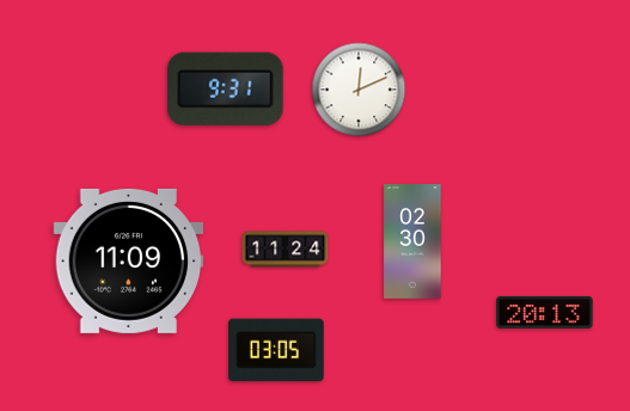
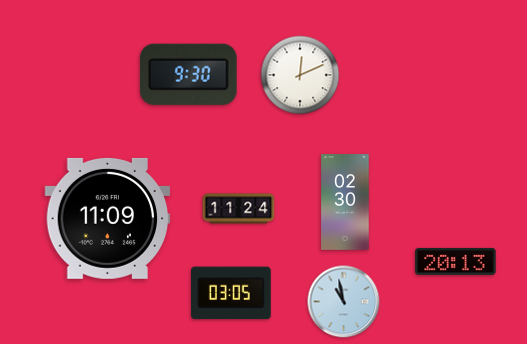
clock at (225, 88): 9:31 -> 9:30
clock at (344, 302): none -> 10:58
